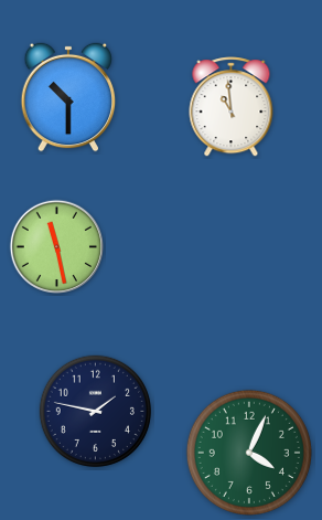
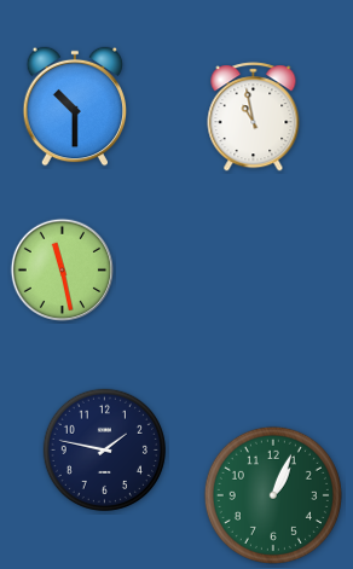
clock at (232, 107): 10:59 -> 10:58
clock at (249, 453): 4:04 -> 1:04
